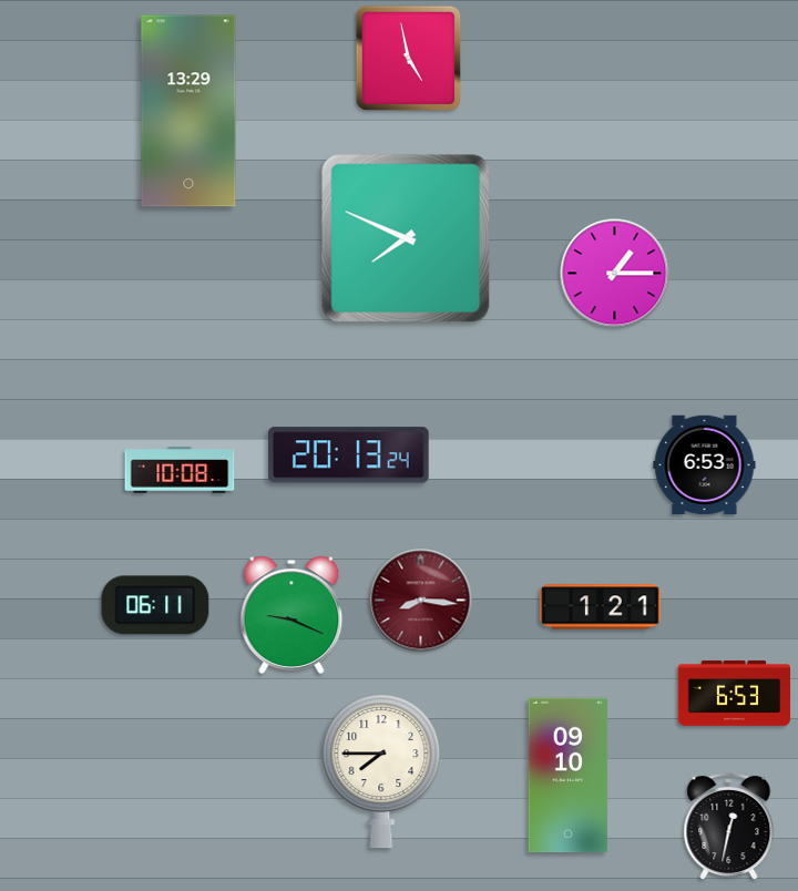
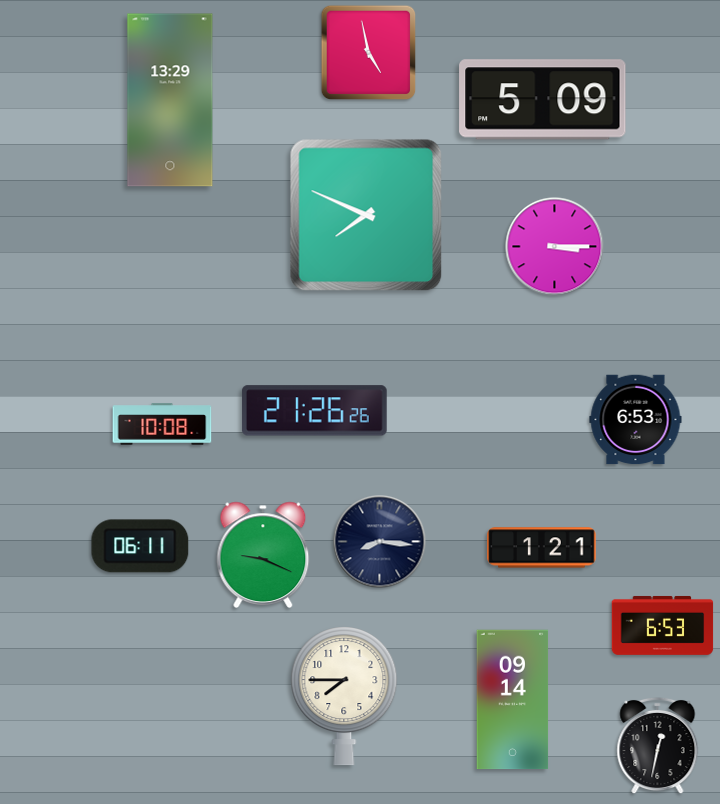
clock at (543, 100): none -> 5:09
clock at (615, 274): 1:15 -> 3:15
clock at (348, 455): 20:13 -> 21:26
clock at (421, 601) dial: burgundy -> navy
clock at (569, 776): 09:10 -> 09:14
